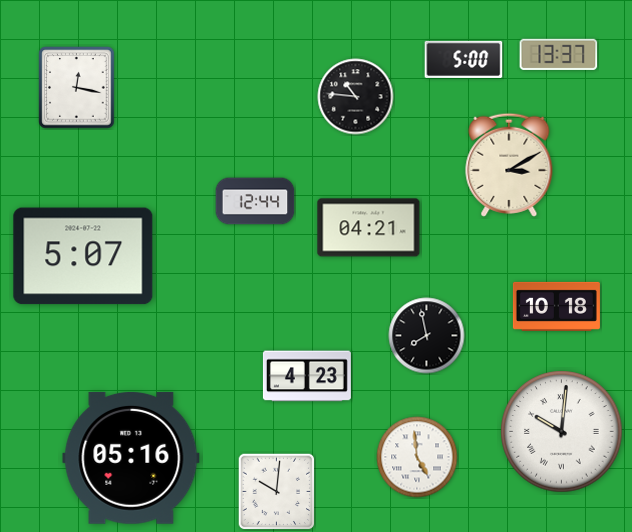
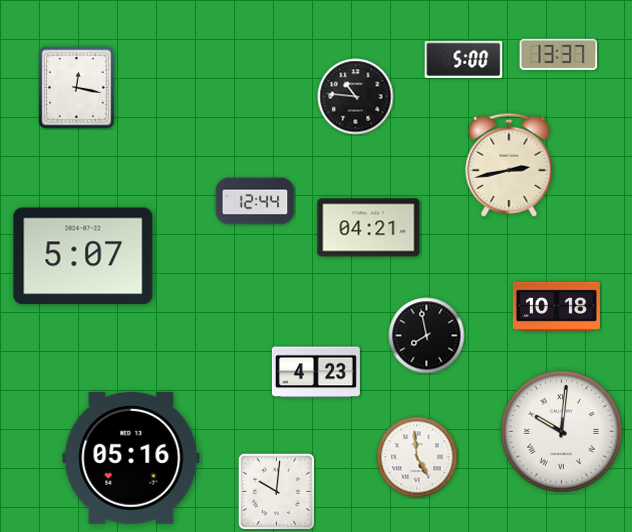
clock at (509, 165): 3:10 -> 2:43
clock at (307, 376) position: (307, 376) -> (316, 372)
